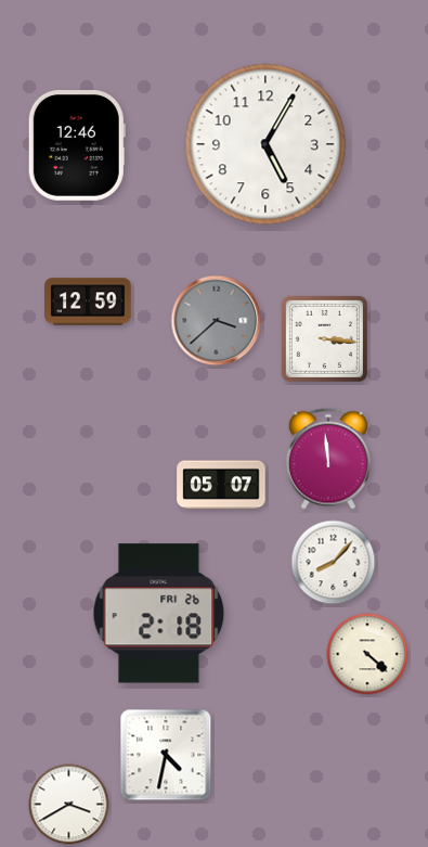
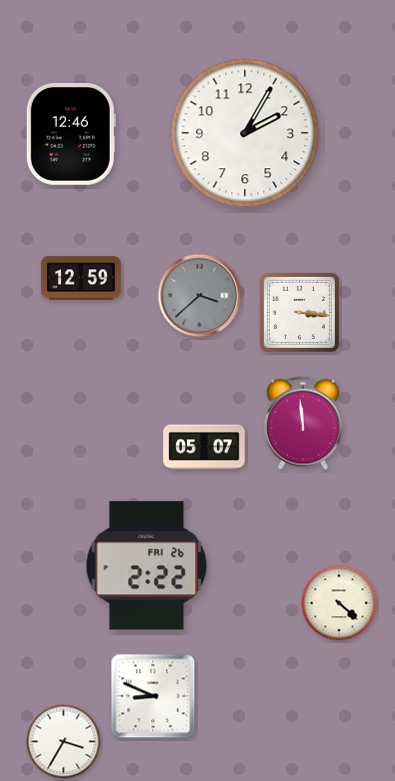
clock at (265, 144): 5:05 -> 2:05
clock at (334, 563): 8:07 -> none
clock at (159, 614): 2:18 -> 2:22
clock at (166, 755): 4:32 -> 8:49
clock at (69, 805): 3:40 -> 3:35
